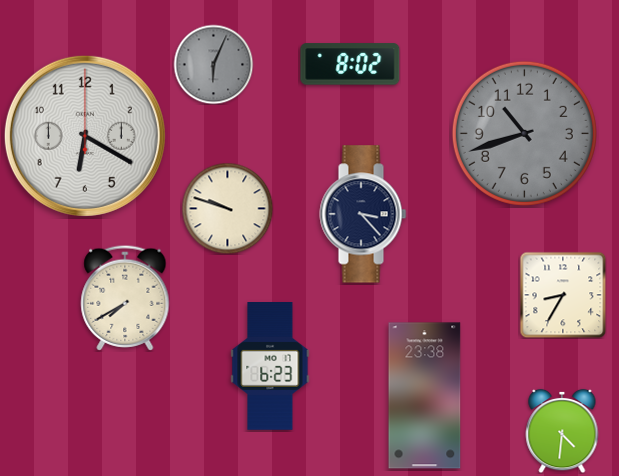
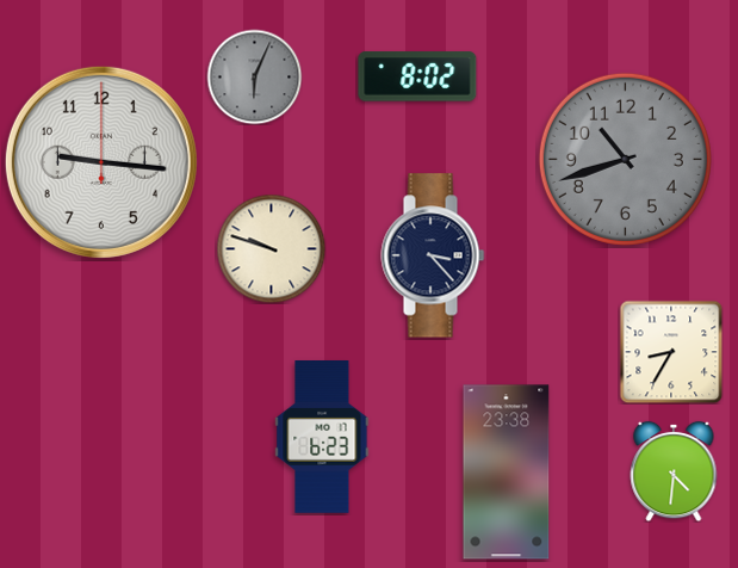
clock at (85, 136): 6:20 -> 9:16
clock at (125, 298): 7:40 -> none
clock at (562, 431) position: (562, 431) -> (674, 471)
